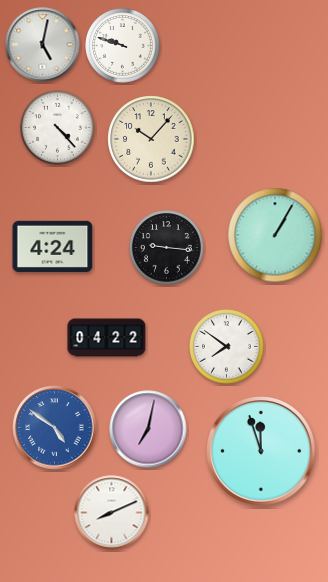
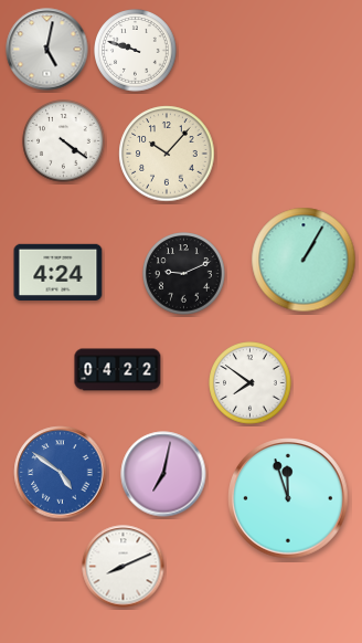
clock at (58, 128): 4:23 -> 4:21
clock at (167, 248): 9:16 -> 9:11
clock at (107, 338) position: (107, 338) -> (118, 370)
